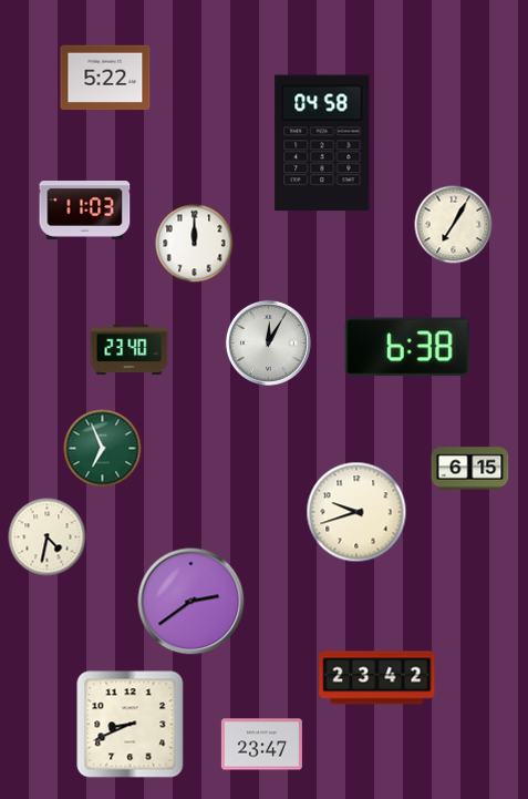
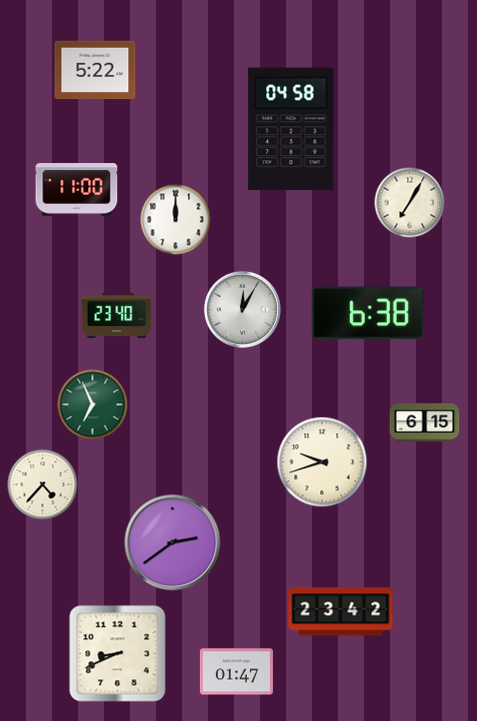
clock at (85, 211): 11:03 -> 11:00
clock at (48, 537): 4:32 -> 4:37
clock at (261, 745): 23:47 -> 01:47
